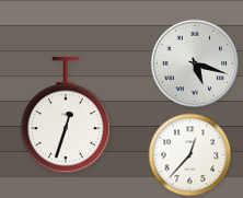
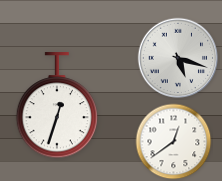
clock at (65, 116) position: (65, 116) -> (56, 106)
clock at (190, 155): 12:37 -> 12:39
